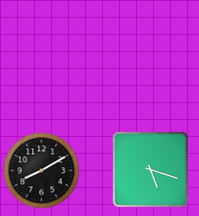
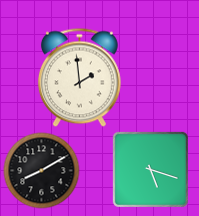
clock at (79, 78): none -> 1:59
